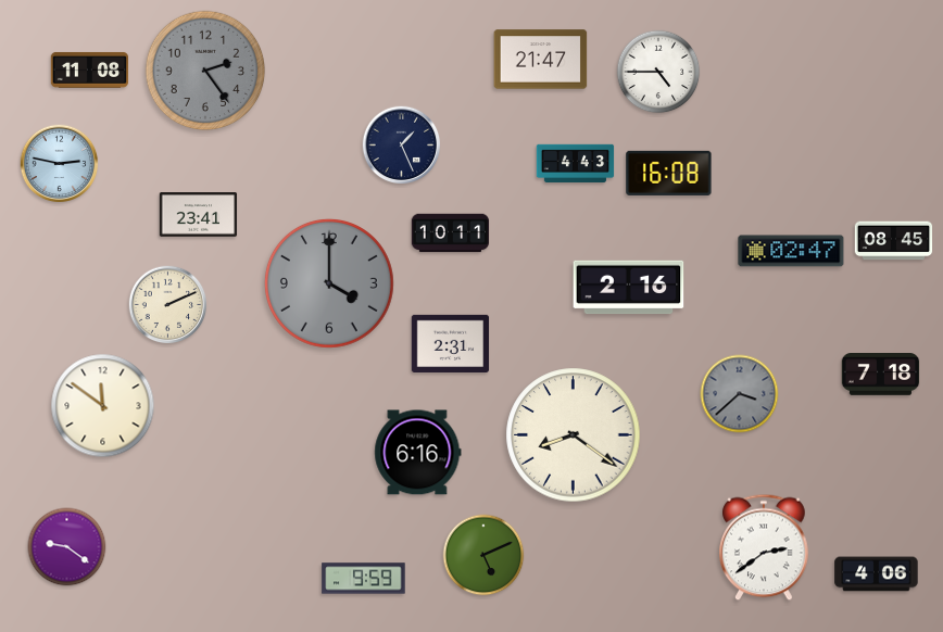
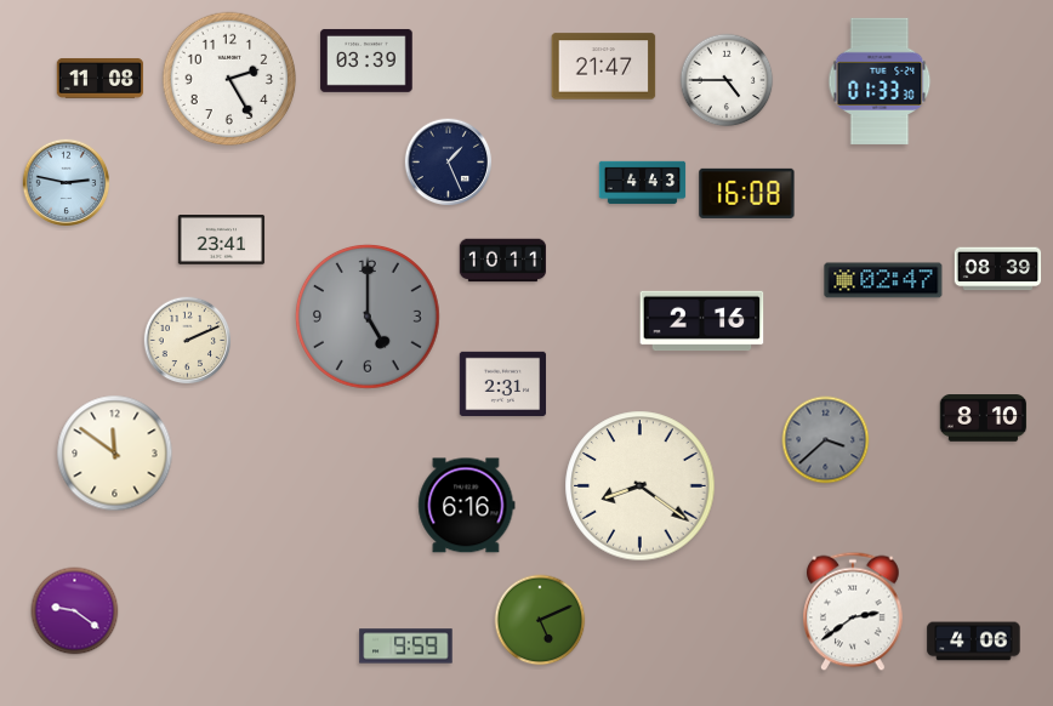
clock at (366, 61): none -> 03:39
clock at (205, 71): 2:24 -> 2:25
clock at (205, 71) dial: grey -> white
clock at (658, 72) position: (658, 72) -> (727, 80)
clock at (880, 81): none -> 01:33
clock at (894, 241): 08:45 -> 08:39
clock at (329, 283): 4:00 -> 5:00
clock at (881, 375): 7:18 -> 8:10
clock at (877, 574) position: (877, 574) -> (974, 642)
